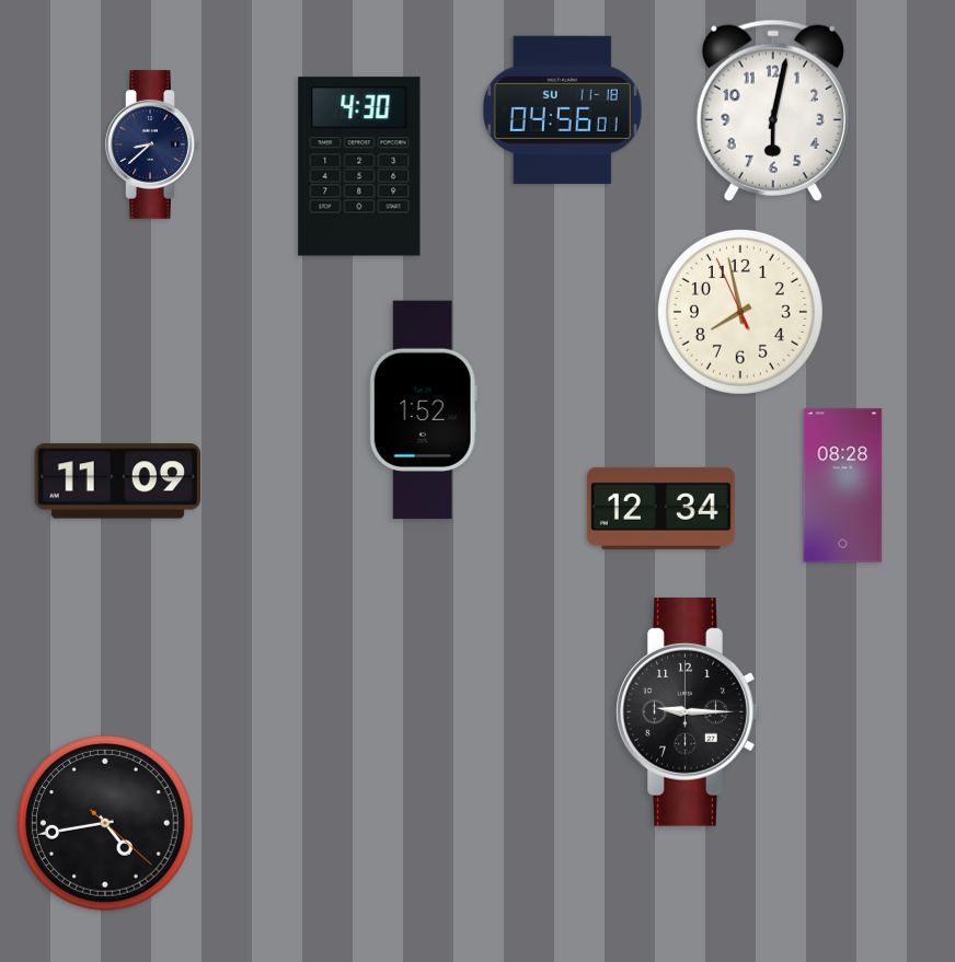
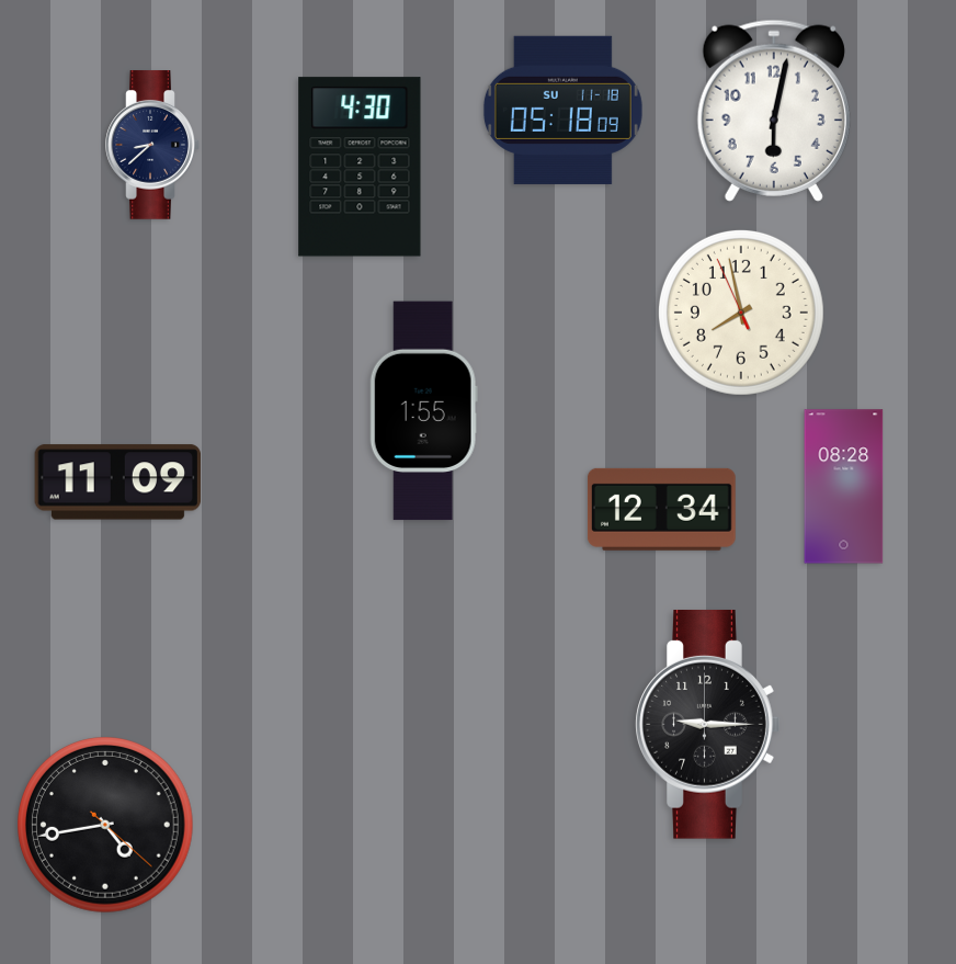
clock at (562, 109): 04:56 -> 05:18
clock at (423, 410): 1:52 -> 1:55
clock at (689, 712) position: (689, 712) -> (708, 725)
